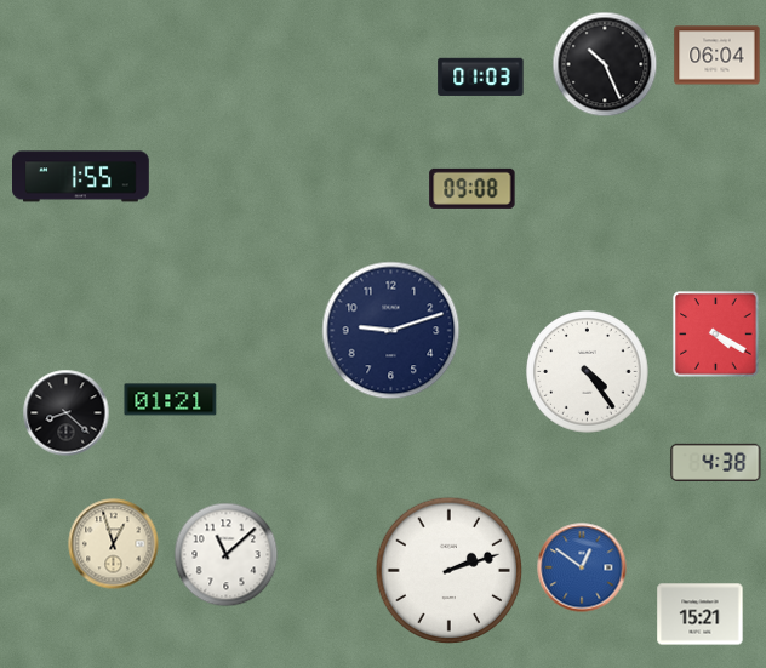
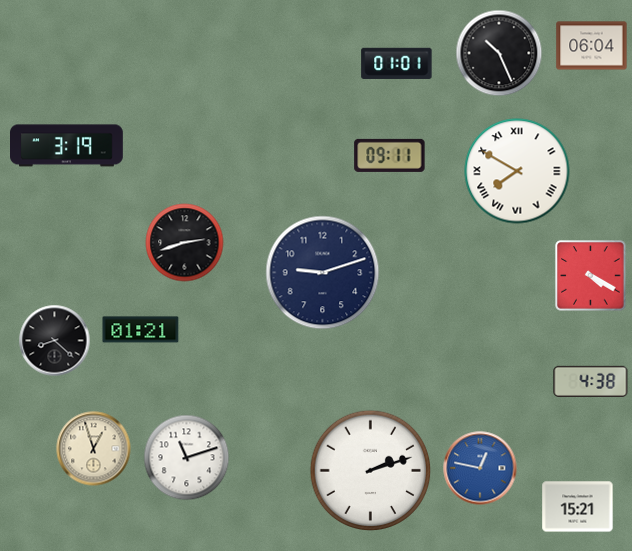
clock at (481, 76): 01:03 -> 01:01
clock at (81, 177): 1:55 -> 3:19
clock at (473, 188): 09:08 -> 09:11
clock at (517, 171): none -> 7:50
clock at (185, 243): none -> 2:42
clock at (588, 372): 4:24 -> none
clock at (227, 555): 11:08 -> 11:12
clock at (582, 567): 12:51 -> 12:47
